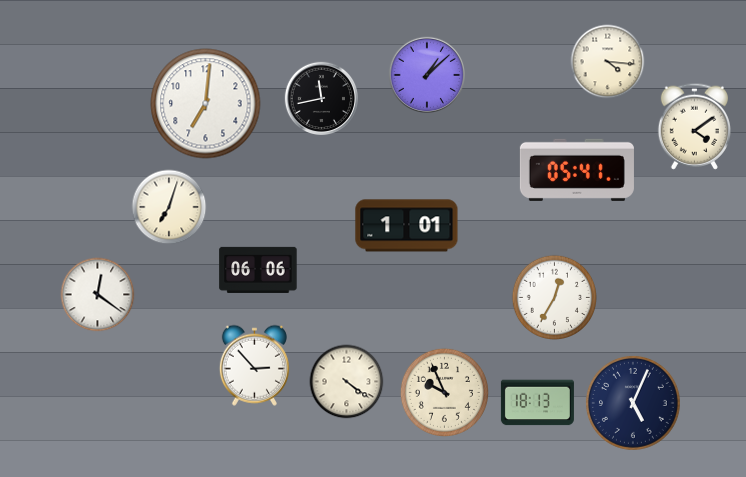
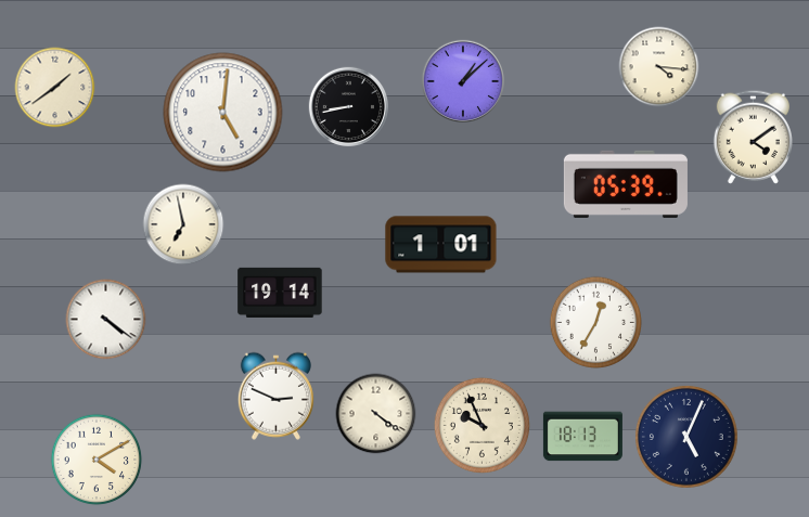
clock at (55, 88): none -> 1:39
clock at (321, 98): 11:43 -> 8:43
clock at (206, 104): 7:01 -> 5:01
clock at (577, 170): 05:41 -> 05:39
clock at (169, 207): 7:03 -> 6:58
clock at (258, 270): 06:06 -> 19:14
clock at (98, 295): 12:21 -> 4:21
clock at (554, 297) position: (554, 297) -> (595, 322)
clock at (254, 365): 2:53 -> 2:49
clock at (97, 460): none -> 4:10
